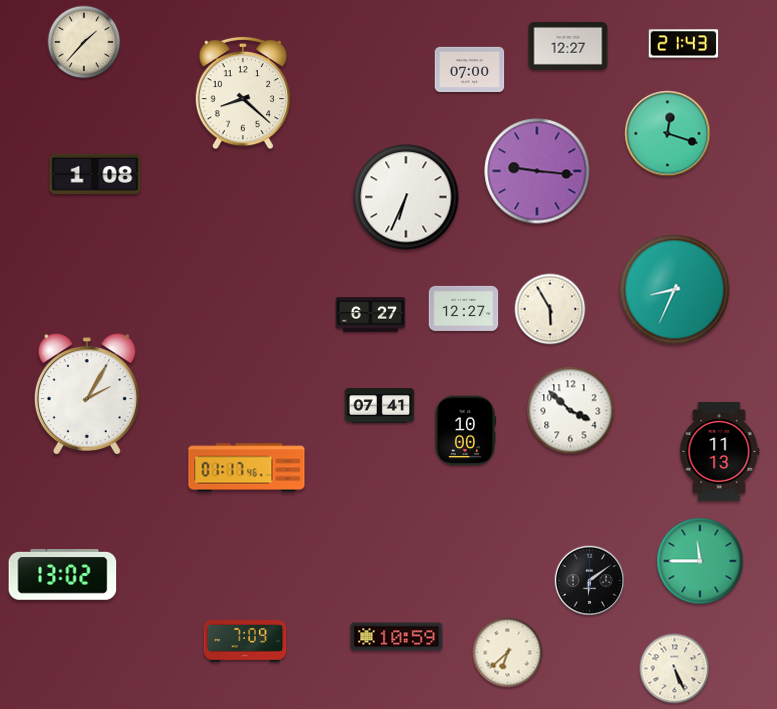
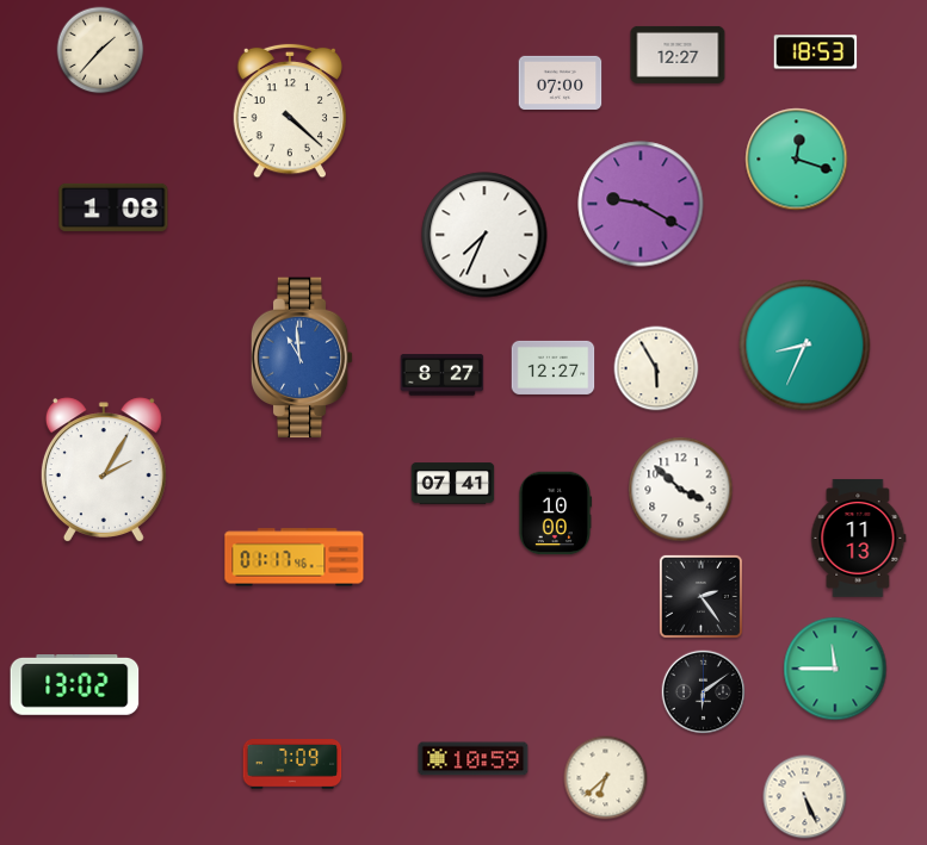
clock at (684, 44): 21:43 -> 18:53
clock at (243, 93): 8:22 -> 4:22
clock at (537, 171): 9:16 -> 9:20
clock at (406, 197): 6:34 -> 7:34
clock at (302, 358): none -> 10:59
clock at (371, 315): 6:27 -> 8:27
clock at (700, 596): none -> 2:24
